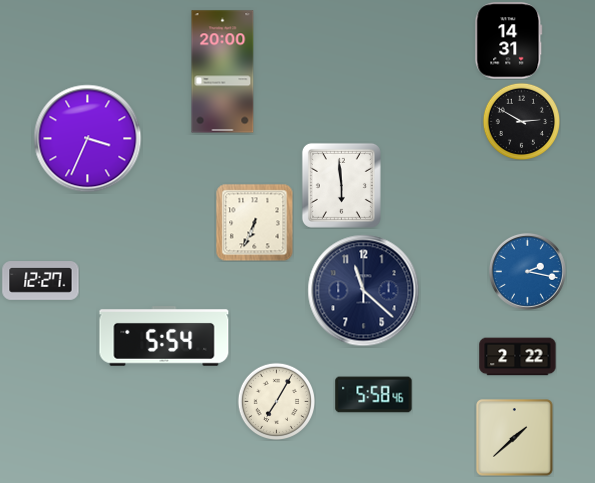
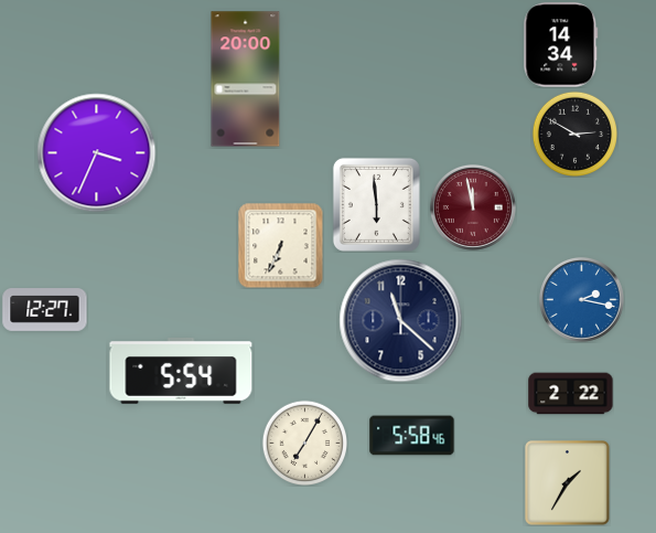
clock at (509, 41): 14:31 -> 14:34
clock at (473, 207): none -> 11:58
clock at (515, 438): 1:38 -> 1:35
